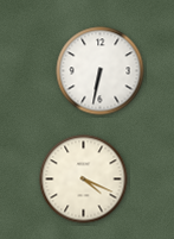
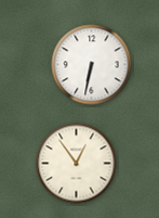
clock at (84, 180): 4:19 -> 12:54
